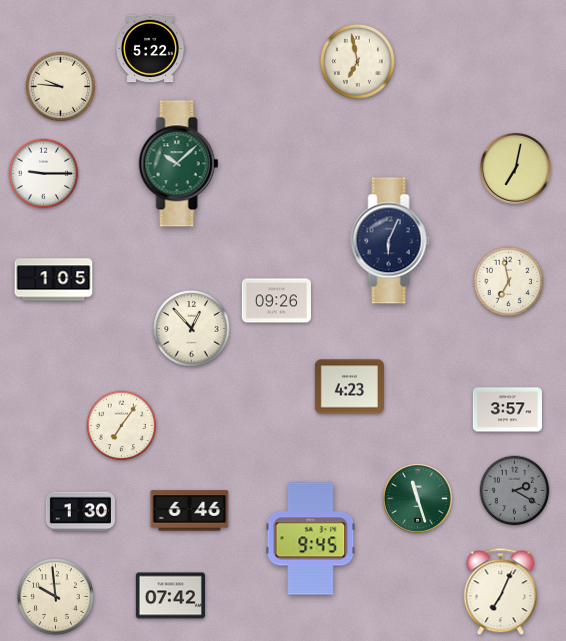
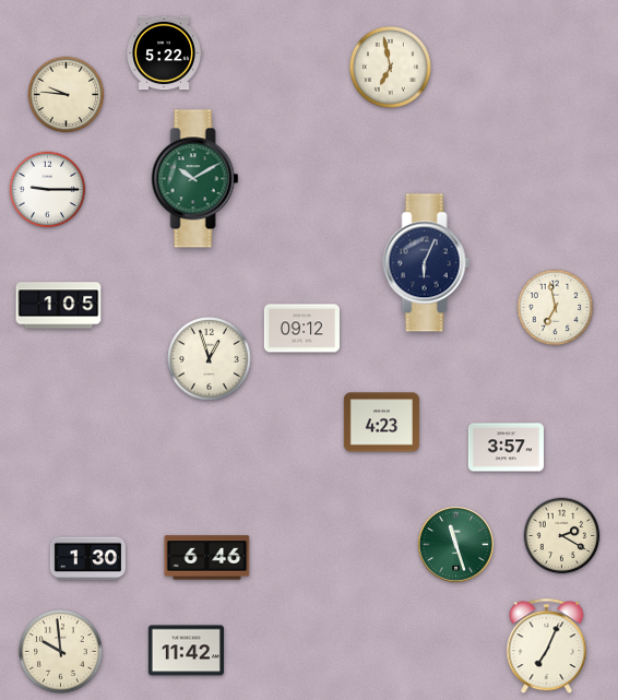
clock at (179, 164): 10:08 -> 10:10
clock at (516, 169): 7:02 -> none
clock at (276, 301): 09:26 -> 09:12
clock at (192, 329): 12:53 -> 12:57
clock at (507, 410) position: (507, 410) -> (506, 448)
clock at (122, 426): 7:06 -> none
clock at (515, 491) dial: grey -> cream
clock at (311, 539): 9:45 -> none
clock at (170, 596): 07:42 -> 11:42
